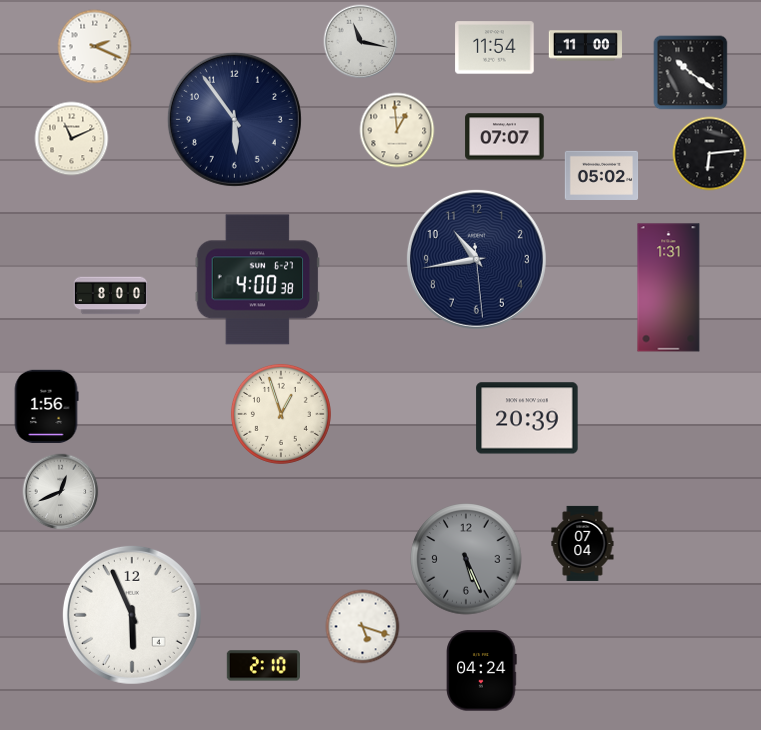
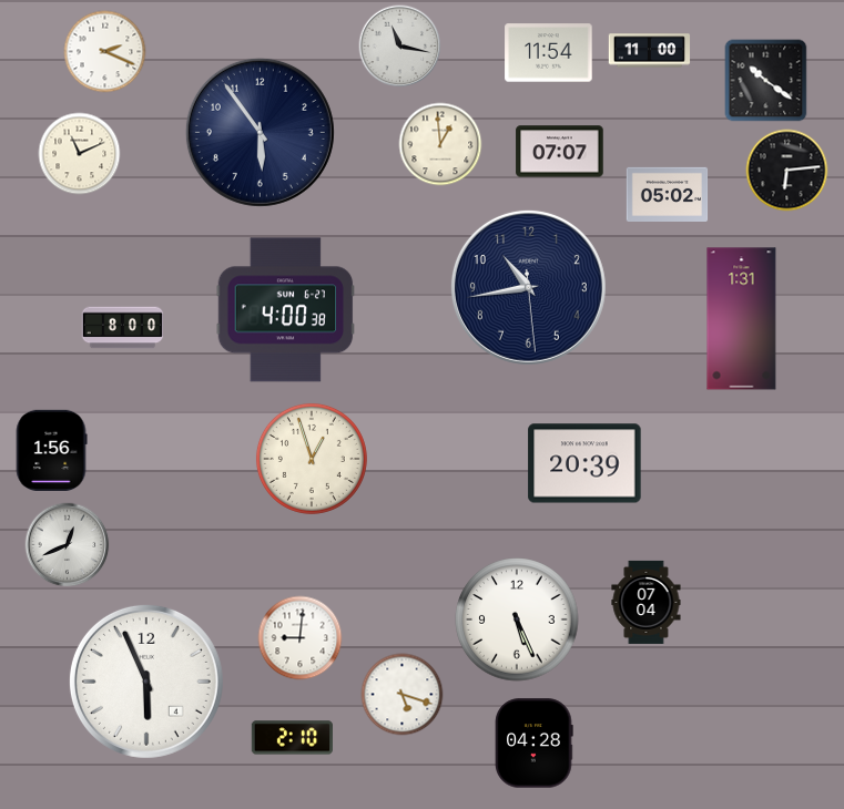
clock at (466, 559) dial: grey -> white
clock at (301, 638): none -> 9:01
clock at (482, 671): 04:24 -> 04:28
